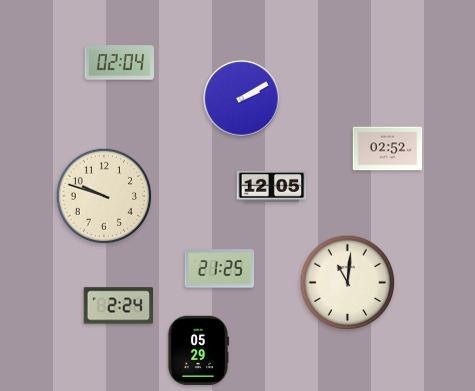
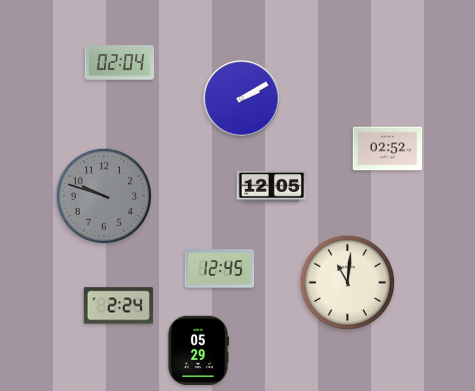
clock at (104, 196) dial: cream -> grey
clock at (220, 269): 21:25 -> 12:45
